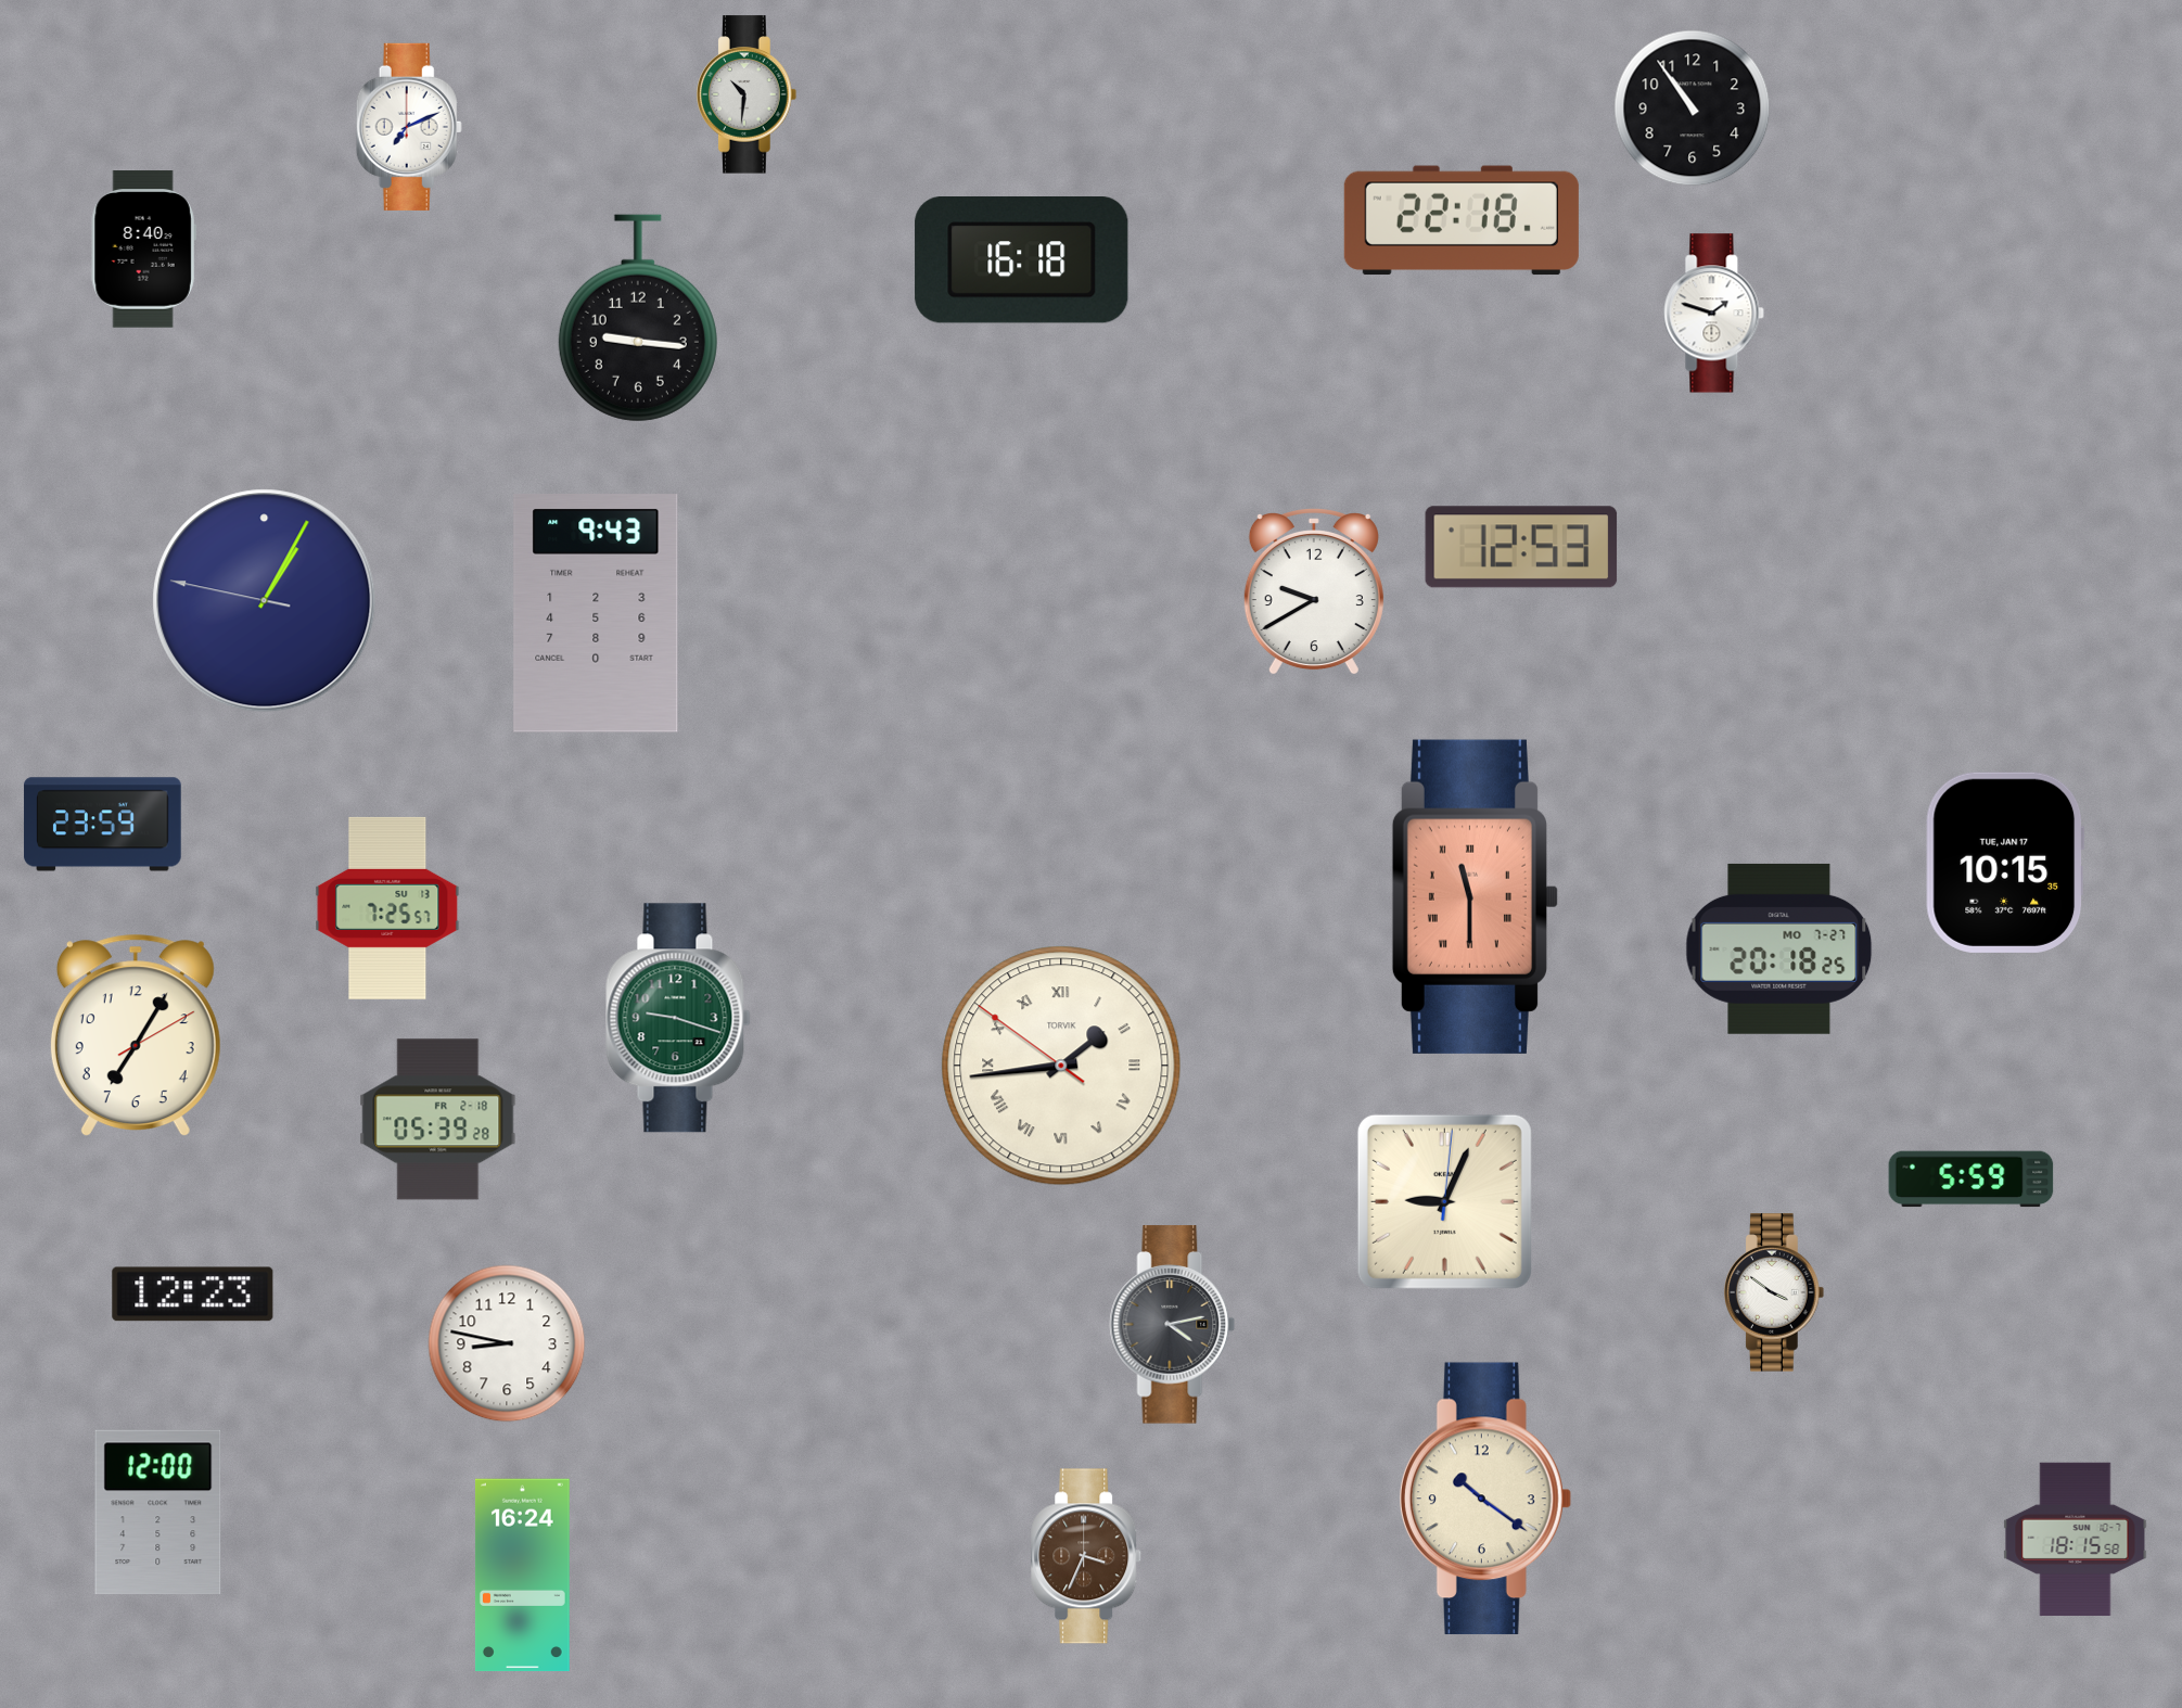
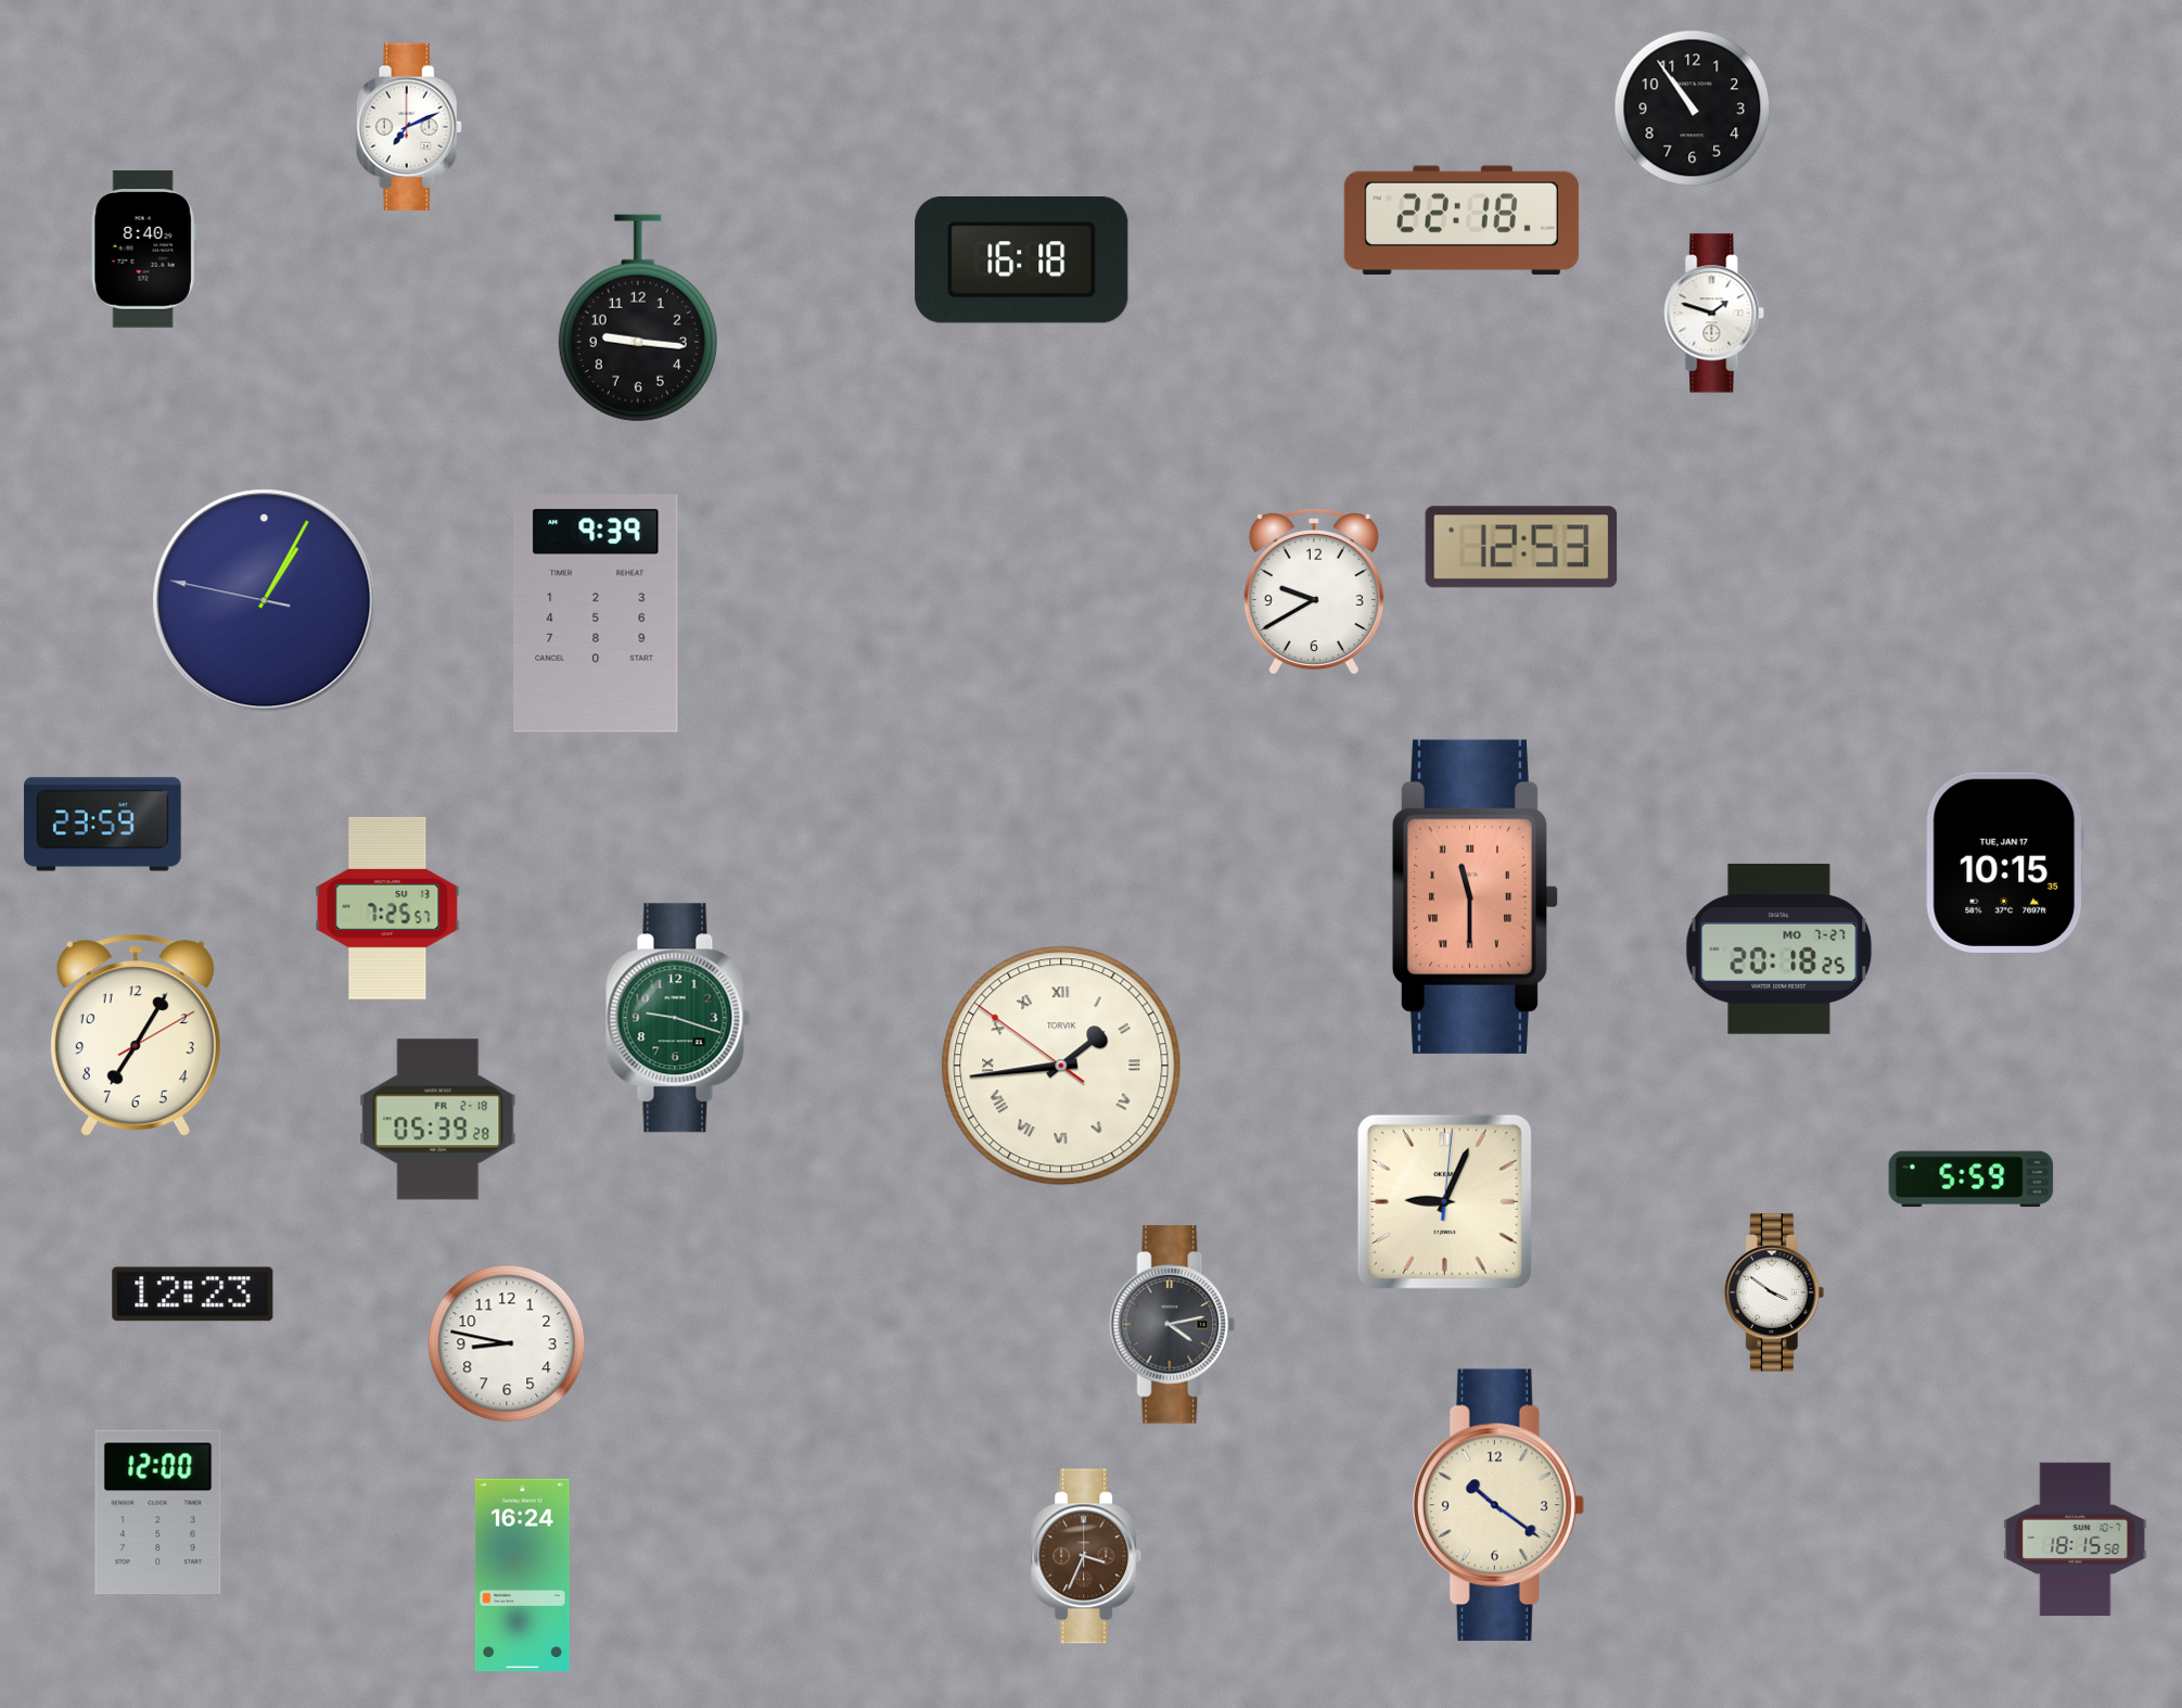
clock at (747, 94): 10:31 -> none
clock at (596, 613): 9:43 -> 9:39
clock at (1485, 1499) position: (1485, 1499) -> (1498, 1505)
